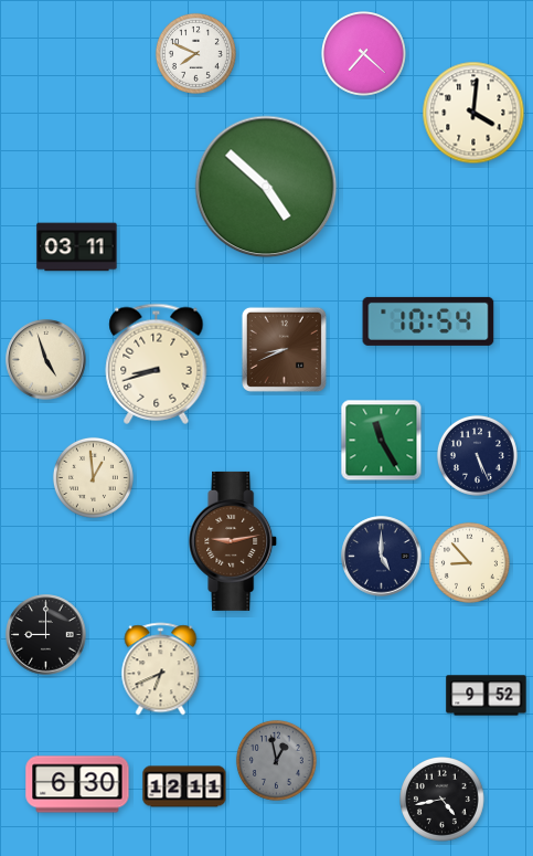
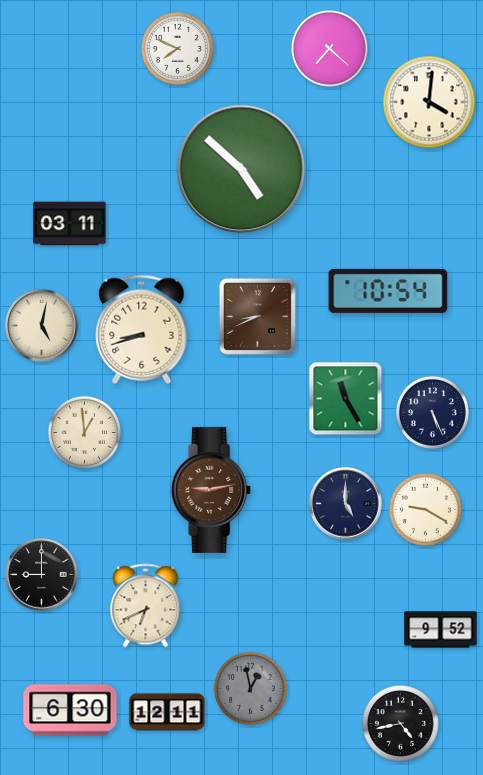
clock at (46, 360): 4:57 -> 5:02
clock at (469, 562): 8:53 -> 9:20
